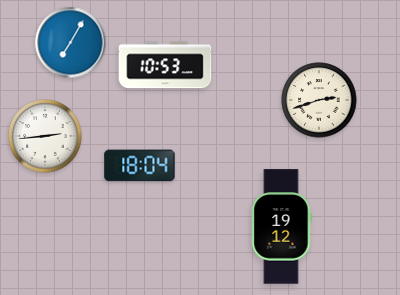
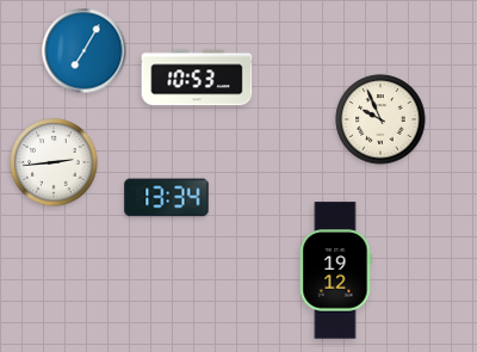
clock at (319, 100): 2:42 -> 9:56
clock at (140, 166): 18:04 -> 13:34
